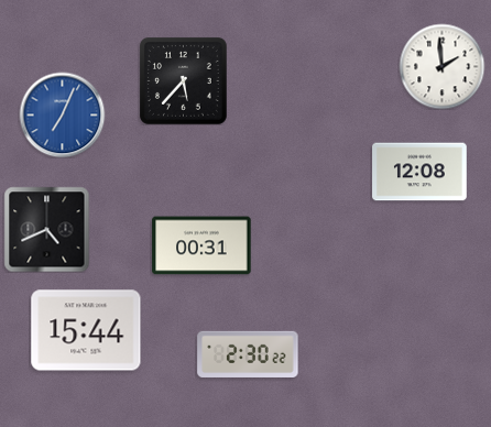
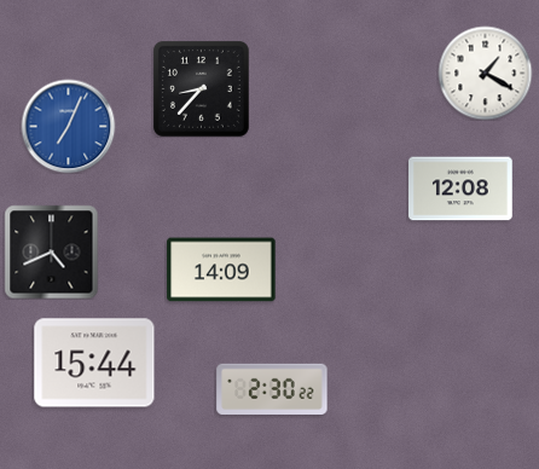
clock at (441, 66): 1:59 -> 1:20
clock at (183, 80): 5:37 -> 8:37
clock at (201, 245): 00:31 -> 14:09
